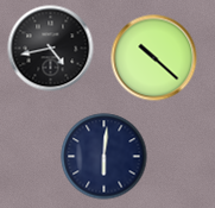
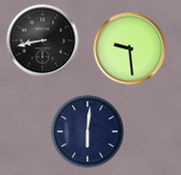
clock at (51, 49): 4:43 -> 8:43
clock at (154, 58): 10:22 -> 9:29
